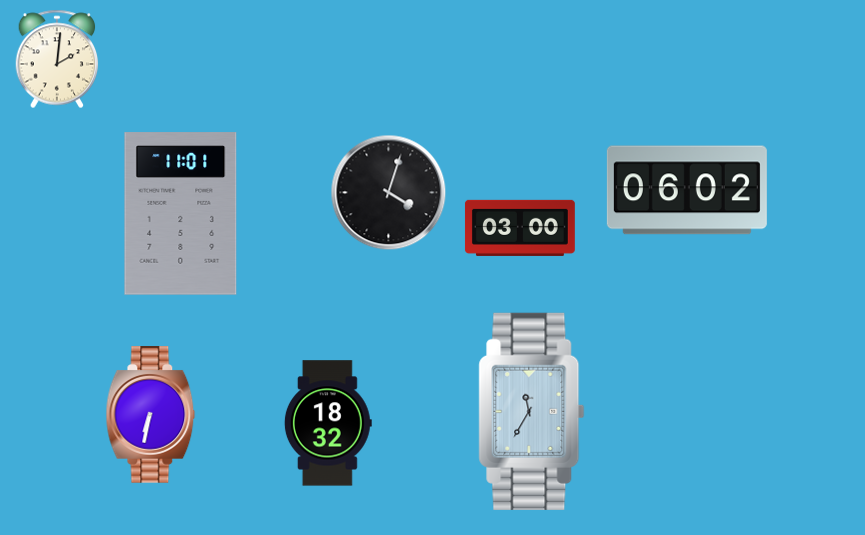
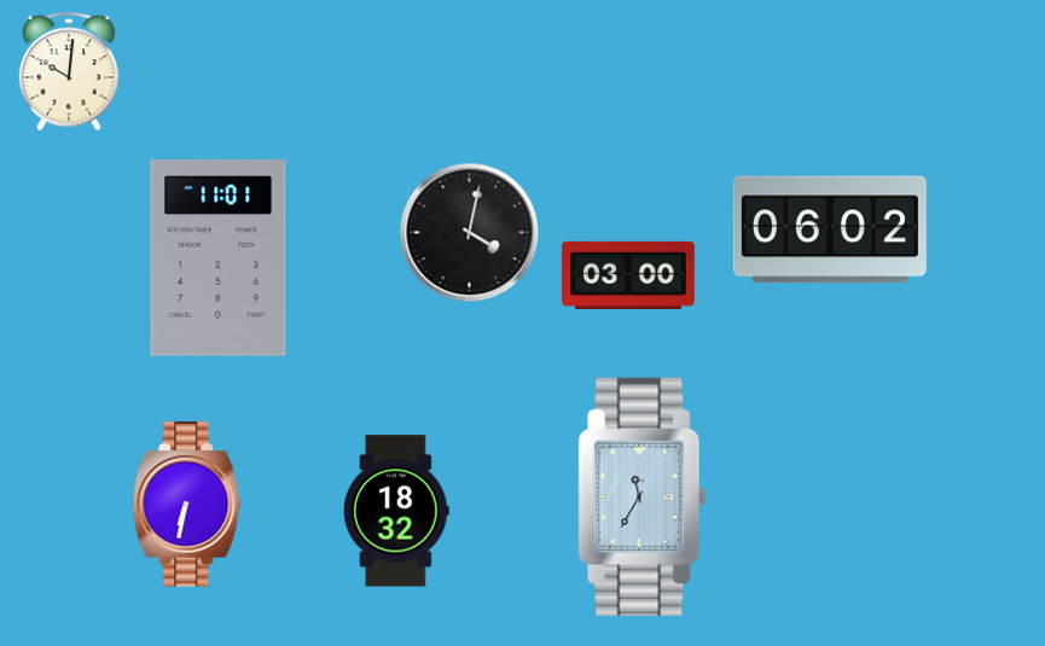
clock at (57, 59): 2:01 -> 10:01
clock at (389, 193): 4:03 -> 4:02
clock at (151, 415) position: (151, 415) -> (187, 505)
